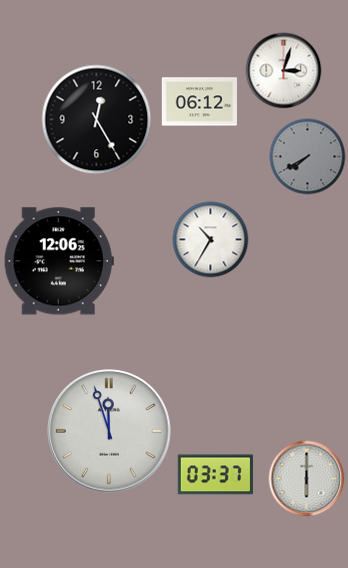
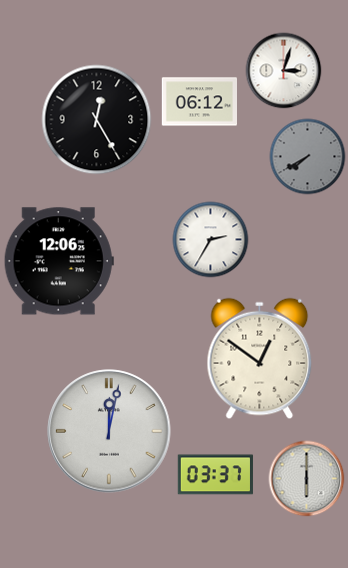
clock at (211, 240): 10:35 -> 2:35
clock at (260, 359): none -> 12:51
clock at (109, 431): 11:57 -> 12:02
